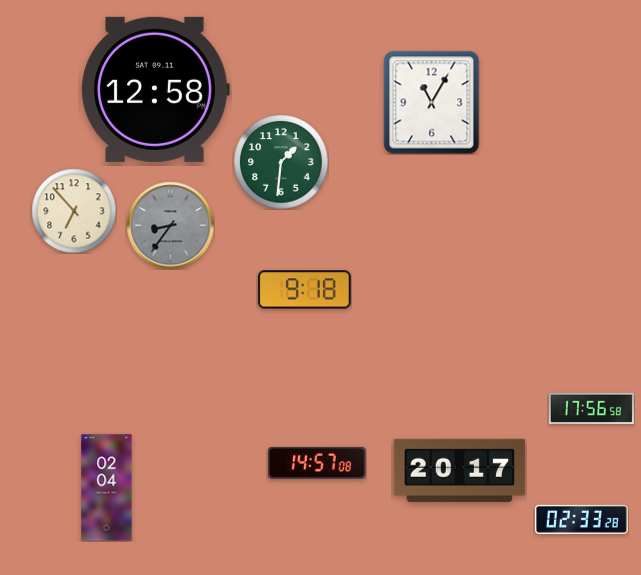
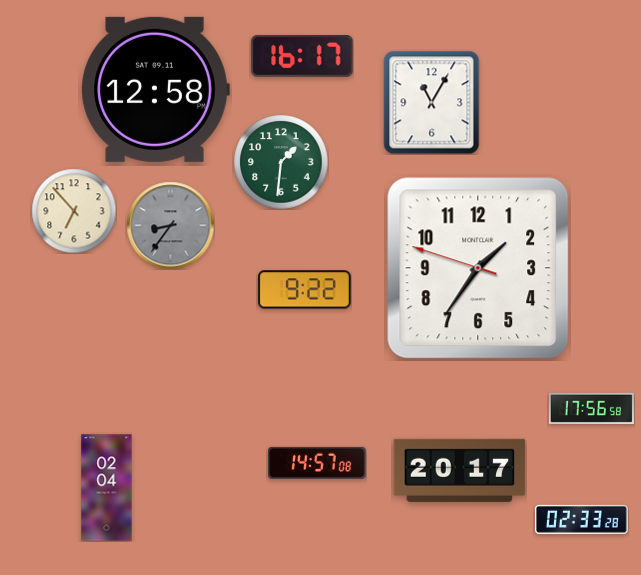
clock at (302, 57): none -> 16:17
clock at (478, 268): none -> 1:35
clock at (304, 290): 9:18 -> 9:22
